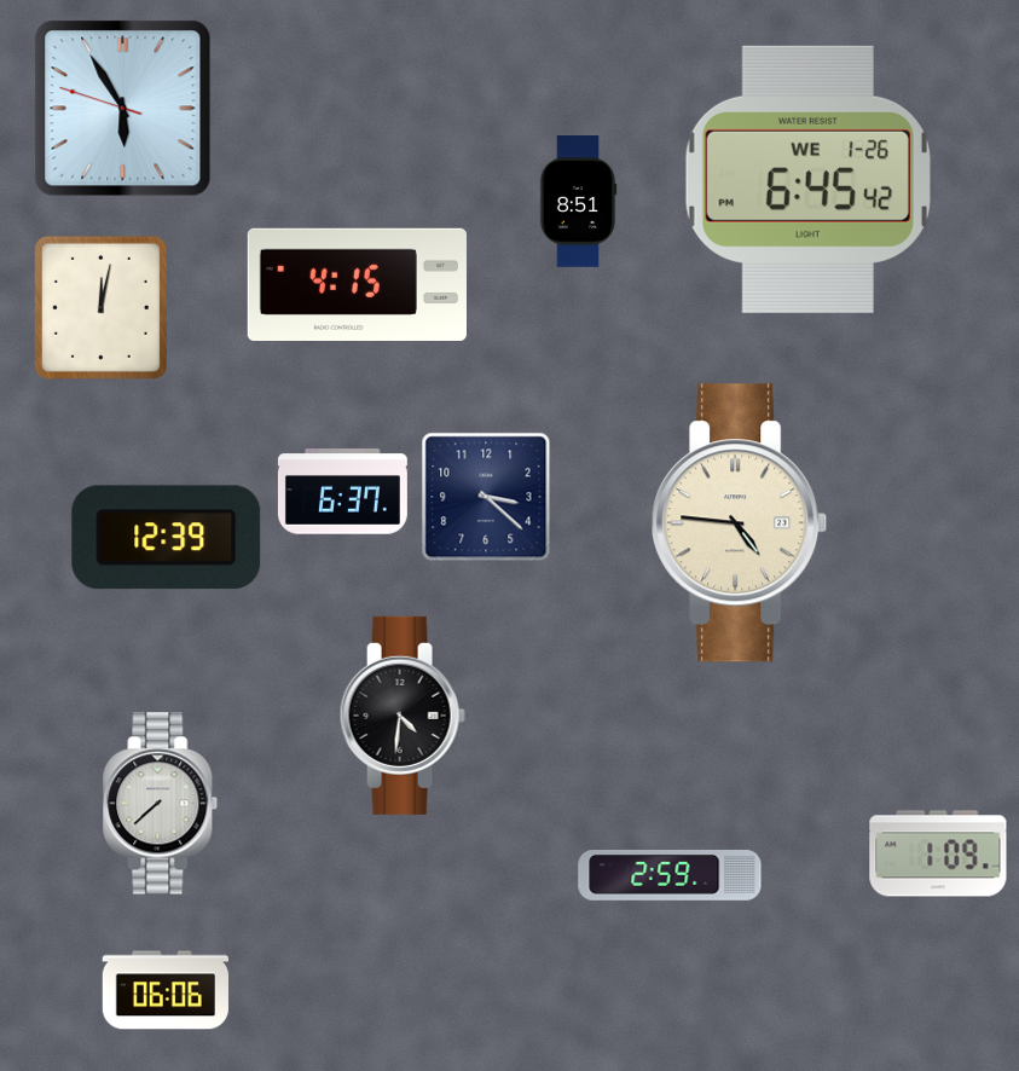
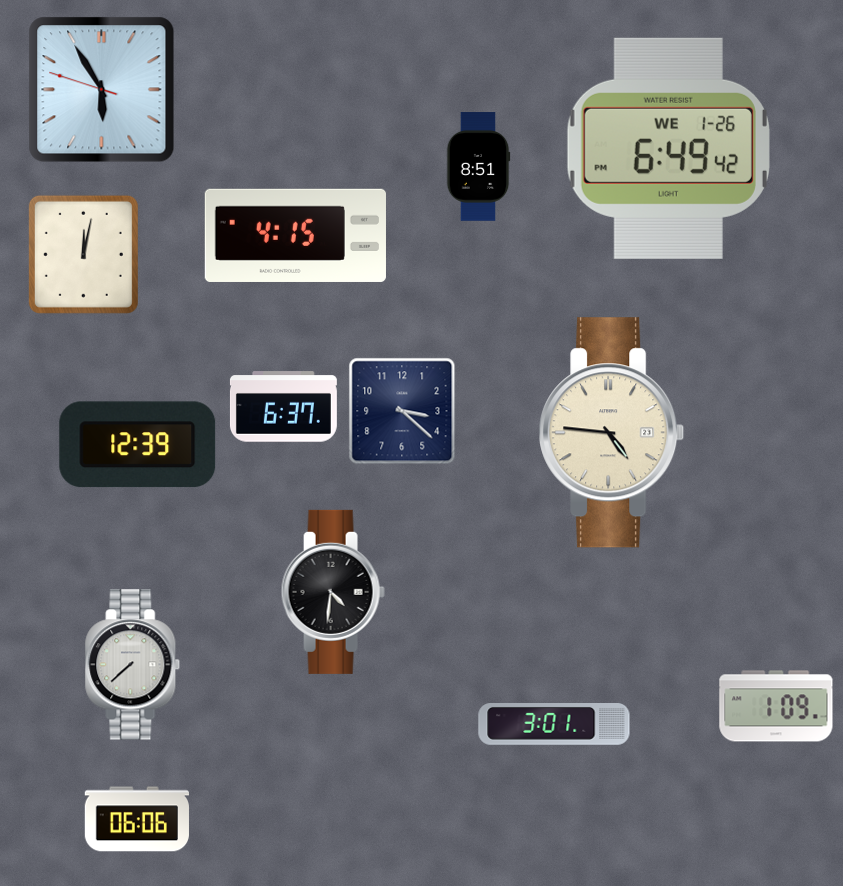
clock at (807, 179): 6:45 -> 6:49
clock at (670, 876): 2:59 -> 3:01
